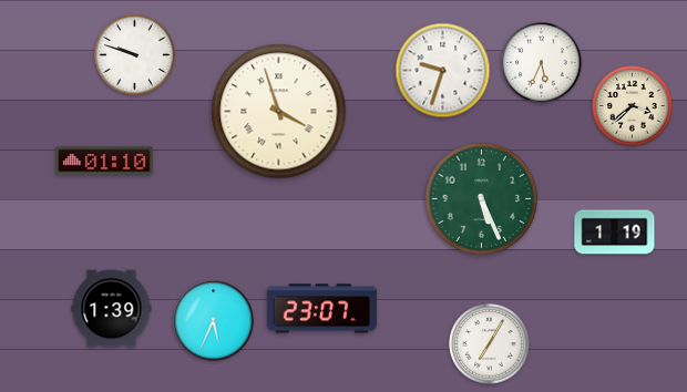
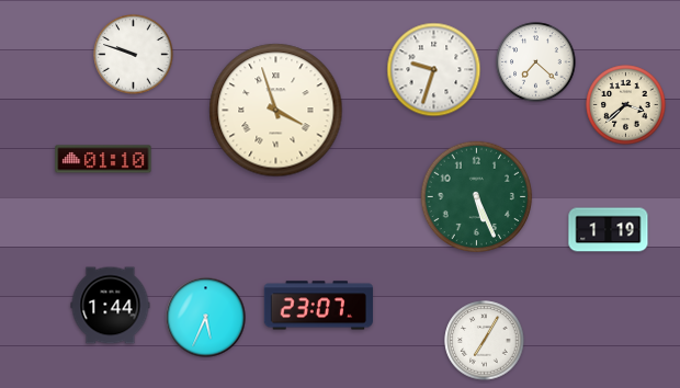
clock at (542, 63): 5:34 -> 7:22
clock at (443, 71) position: (443, 71) -> (434, 70)
clock at (112, 309): 1:39 -> 1:44
clock at (214, 321) position: (214, 321) -> (206, 318)
